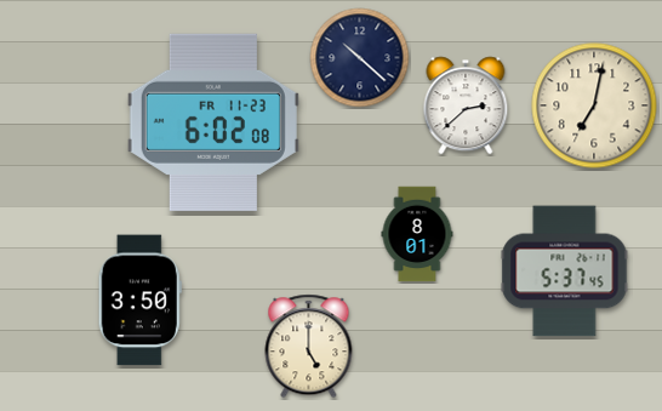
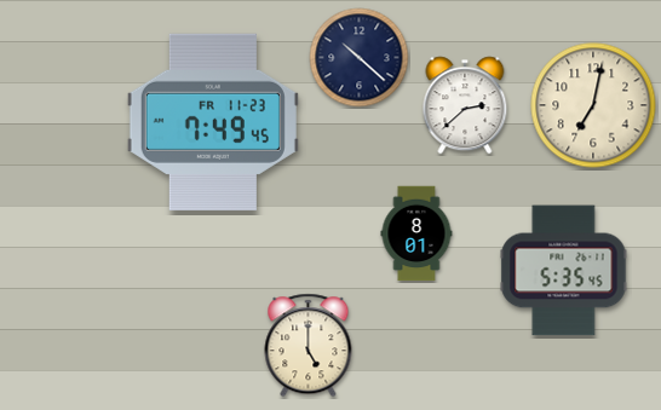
clock at (213, 122): 6:02 -> 7:49
clock at (565, 272): 5:37 -> 5:35
clock at (139, 301): 3:50 -> none
